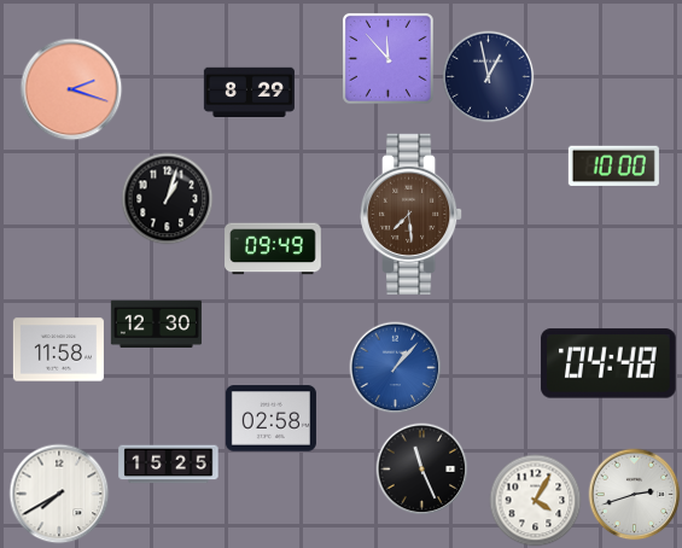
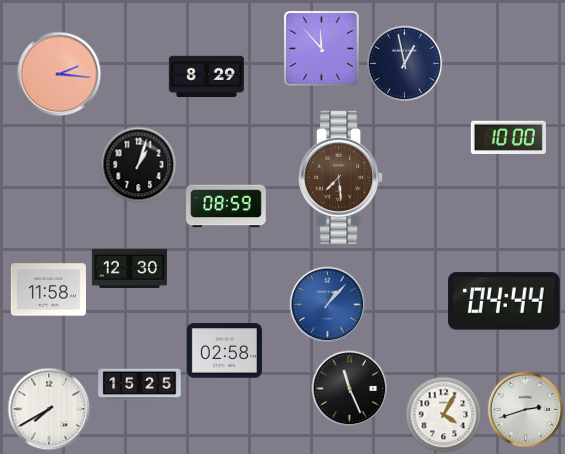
clock at (71, 89): 2:18 -> 2:16
clock at (273, 249): 09:49 -> 08:59
clock at (608, 363): 04:48 -> 04:44
clock at (270, 419) position: (270, 419) -> (224, 351)
